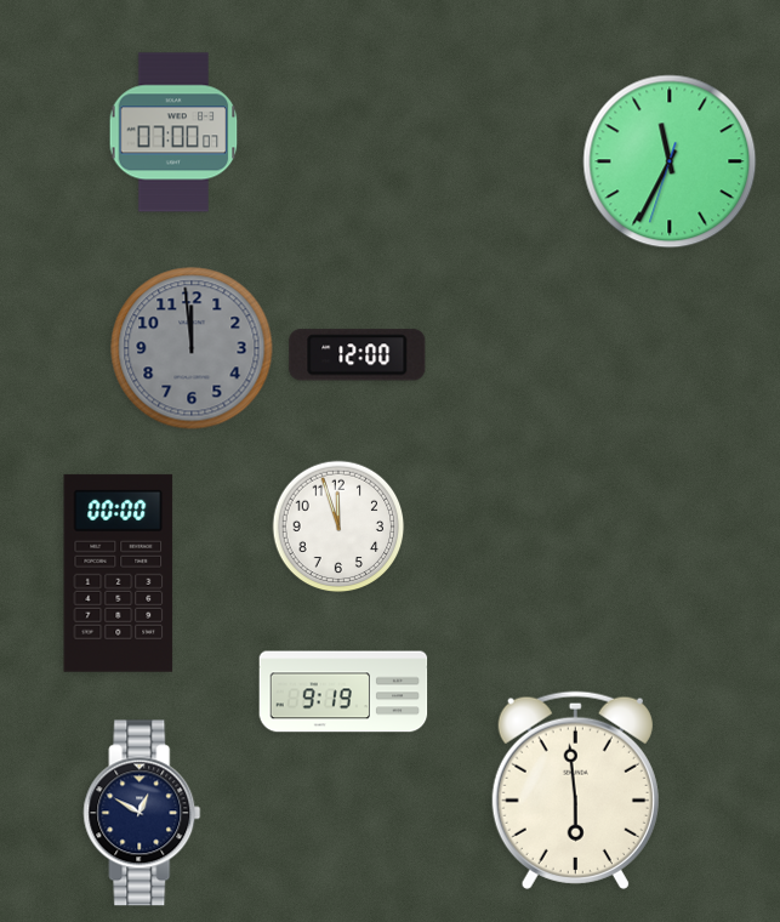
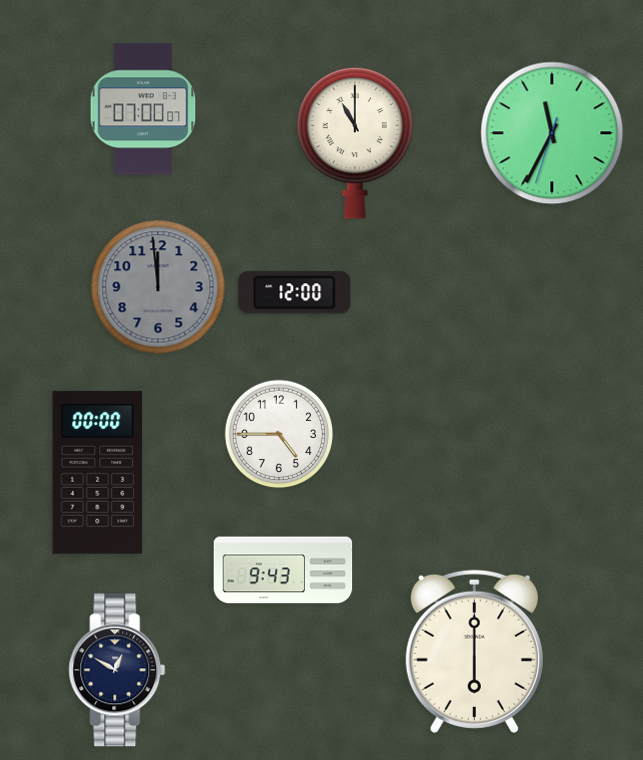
clock at (354, 143): none -> 11:00
clock at (338, 527): 11:57 -> 4:45
clock at (343, 692): 9:19 -> 9:43
clock at (575, 790): 5:59 -> 6:00
